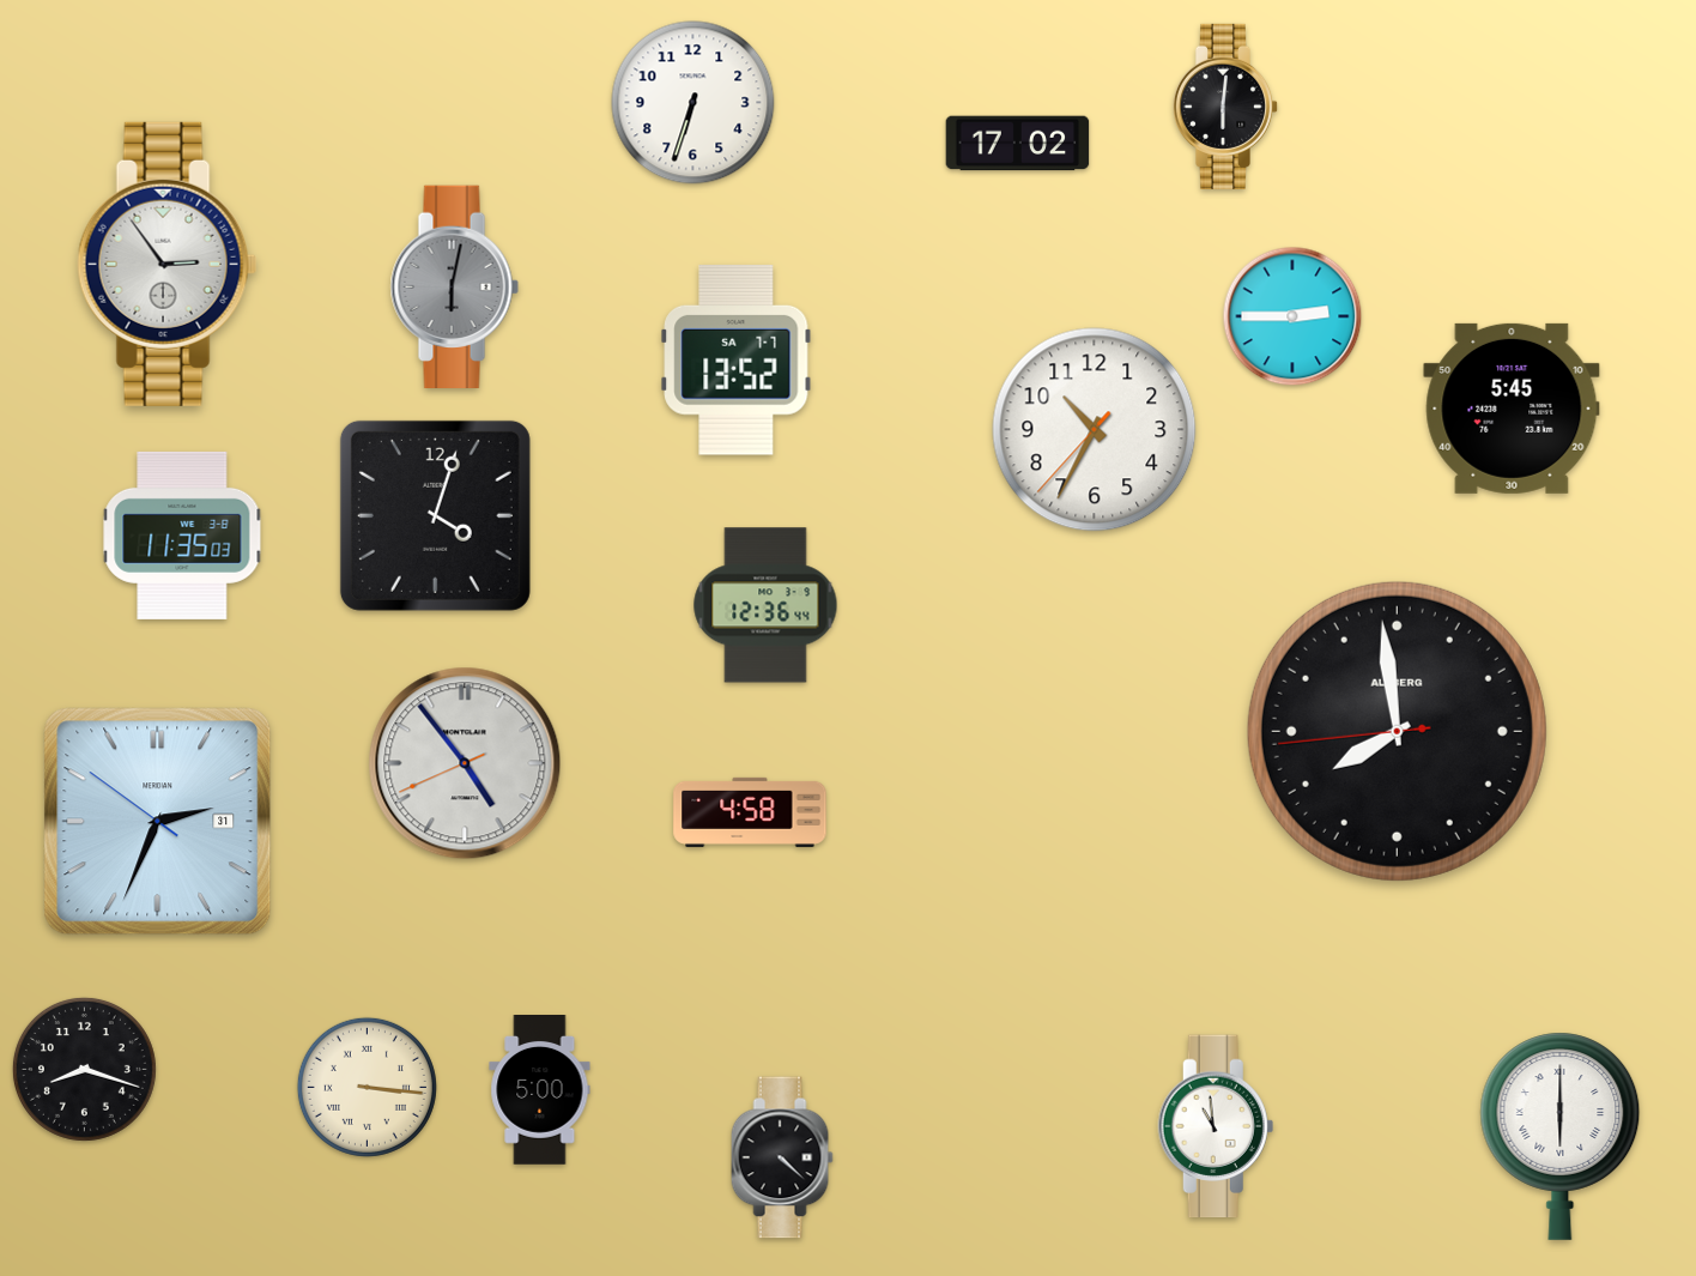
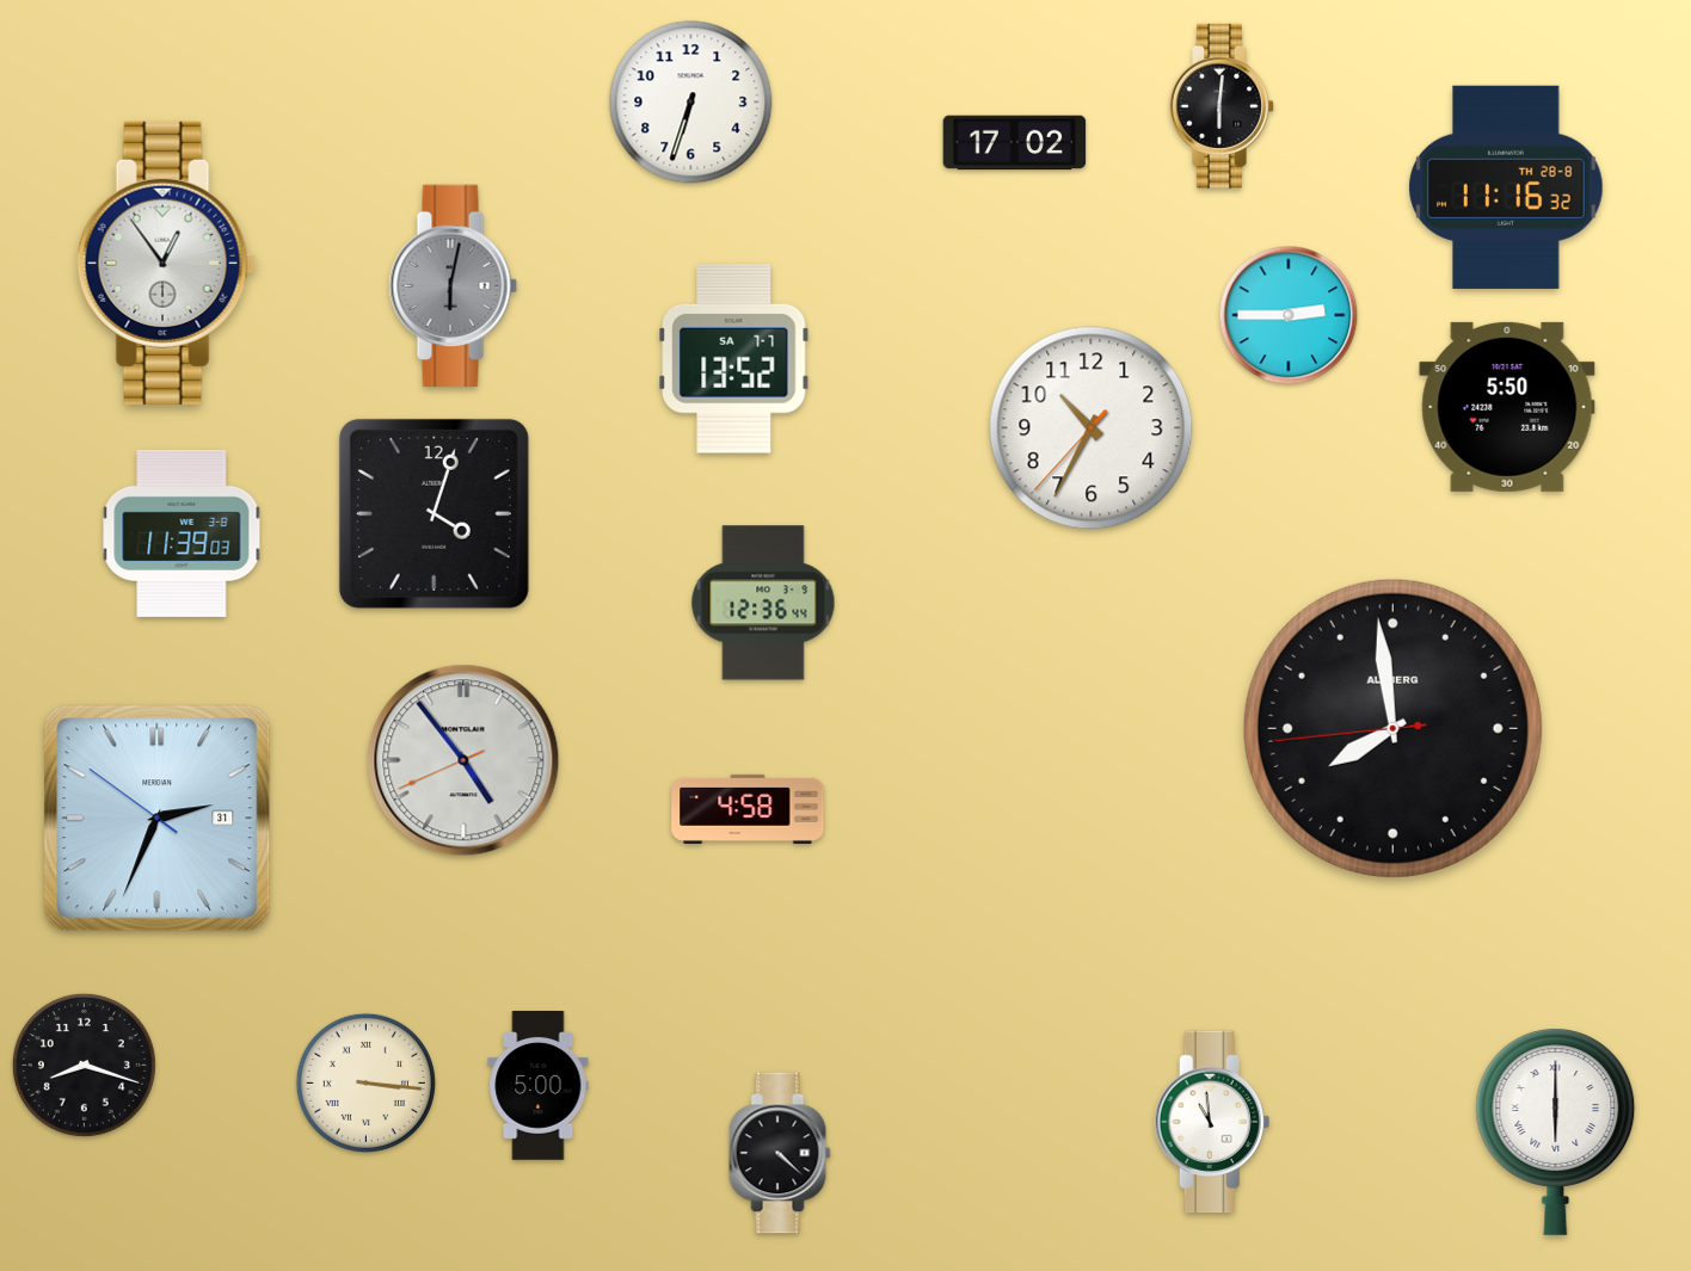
clock at (1506, 187): none -> 11:16
clock at (168, 264): 2:54 -> 12:54
clock at (1512, 409): 5:45 -> 5:50
clock at (182, 536): 11:35 -> 11:39
